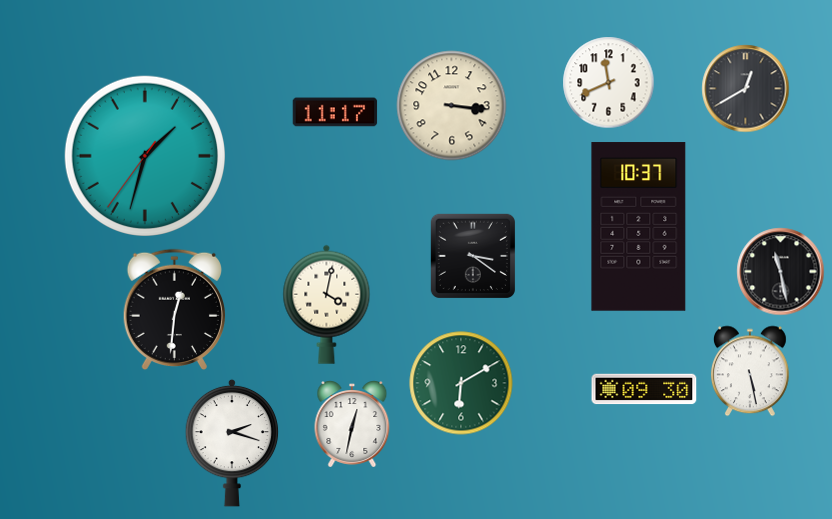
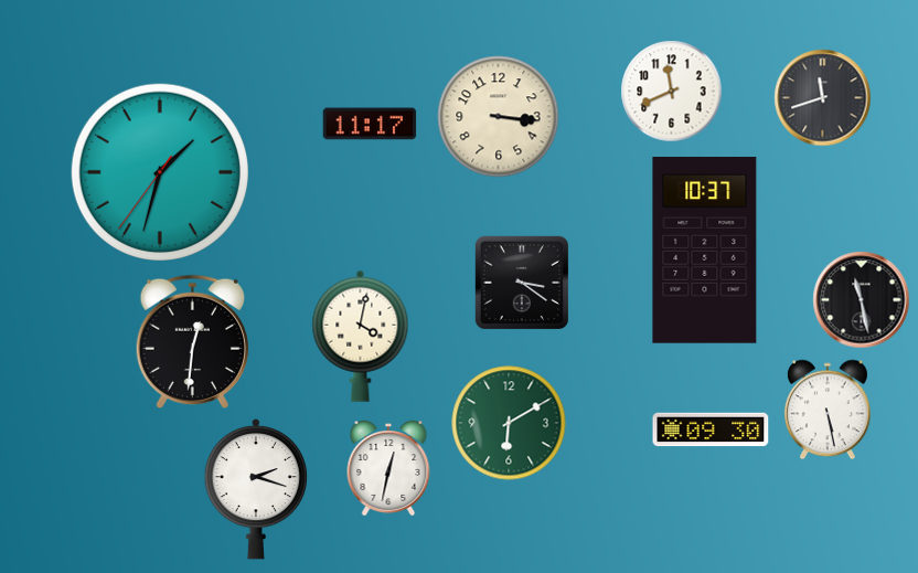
clock at (746, 89): 12:40 -> 11:42
